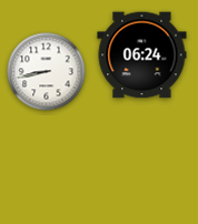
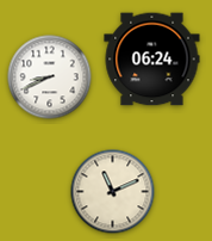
clock at (47, 72): 8:43 -> 8:41
clock at (113, 192): none -> 11:11
